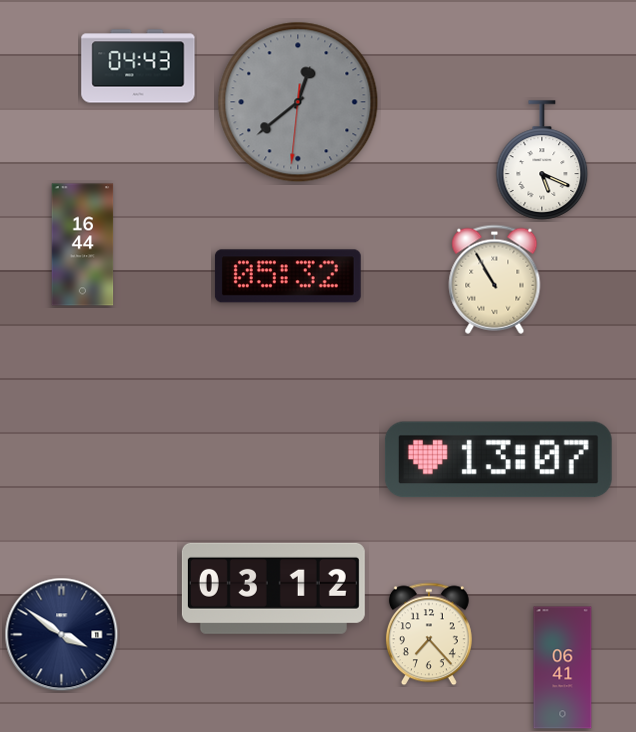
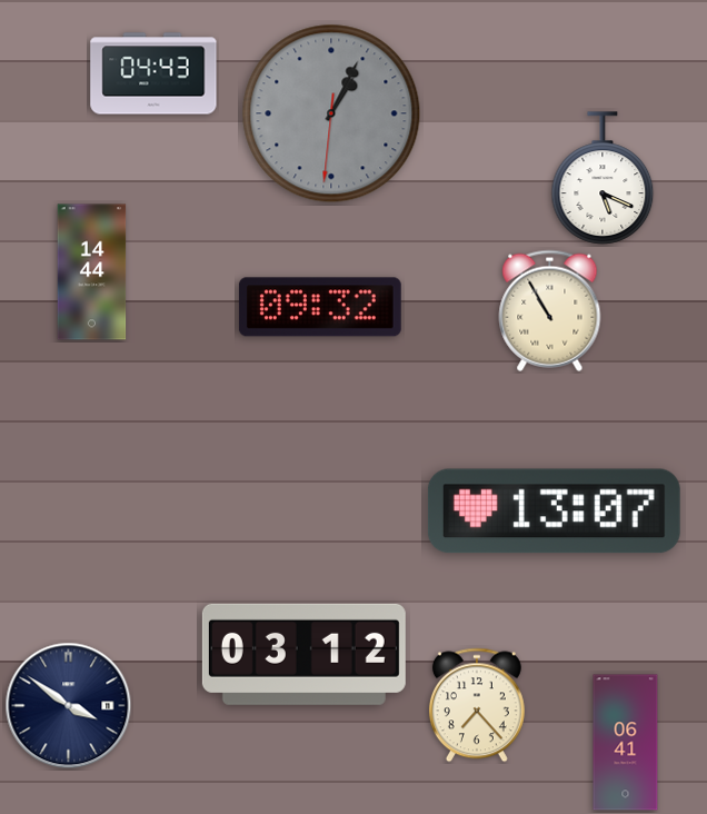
clock at (298, 102): 12:38 -> 1:04
clock at (83, 245): 16:44 -> 14:44
clock at (288, 276): 05:32 -> 09:32
